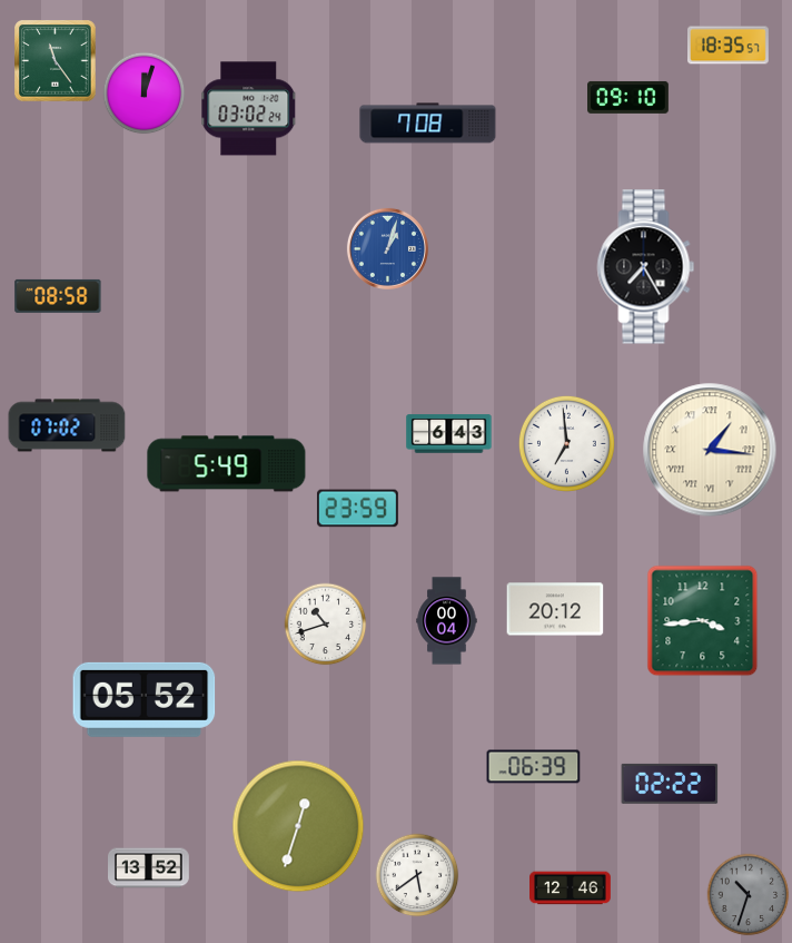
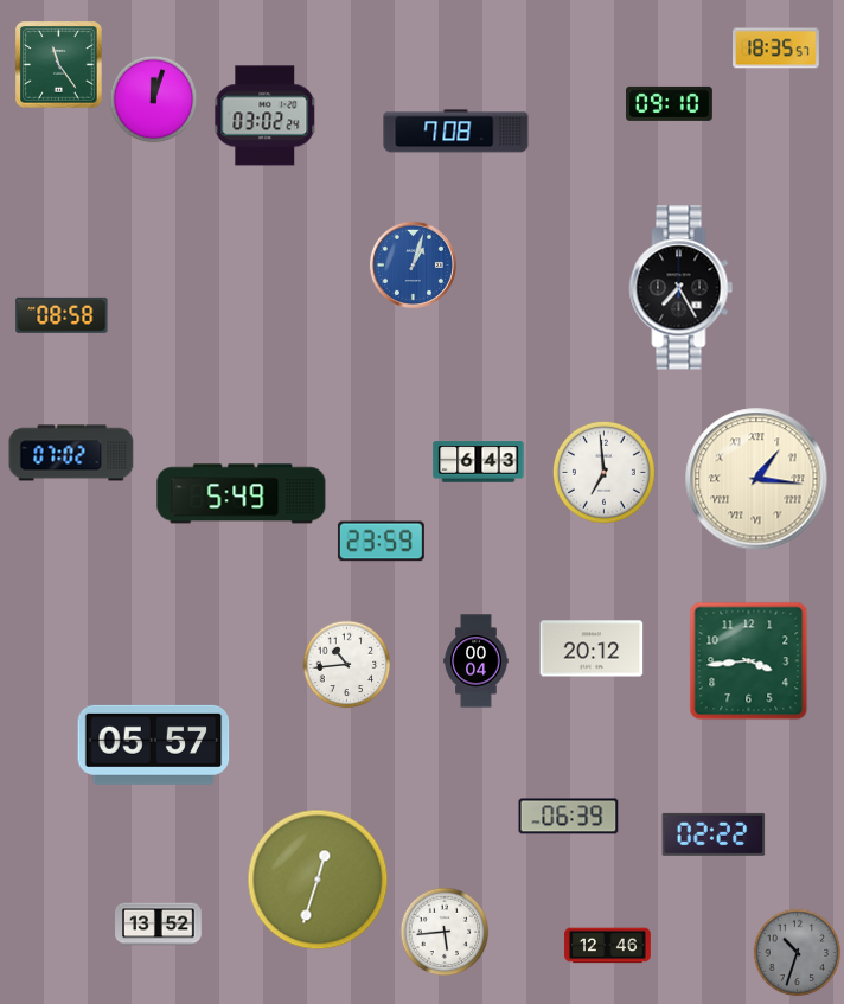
clock at (646, 267) position: (646, 267) -> (682, 288)
clock at (326, 625): 10:42 -> 10:44
clock at (145, 699): 05:52 -> 05:57
clock at (417, 875): 5:39 -> 5:44
